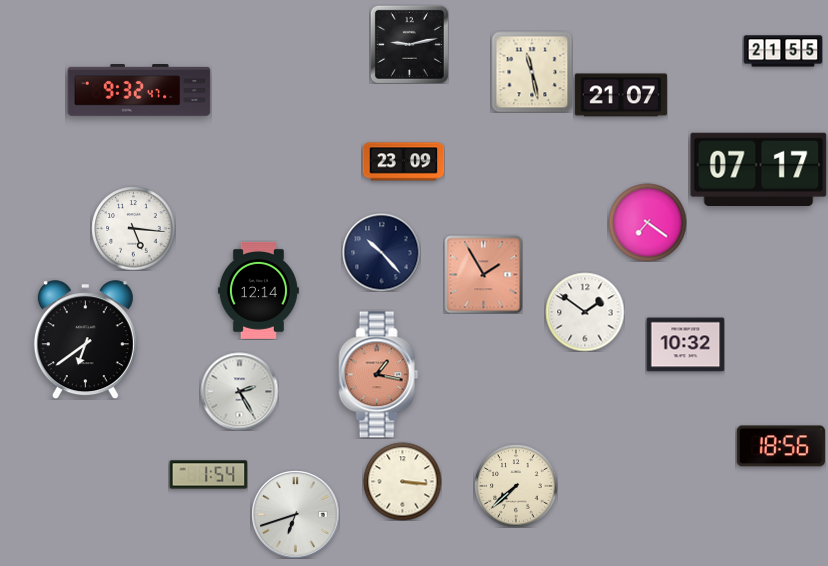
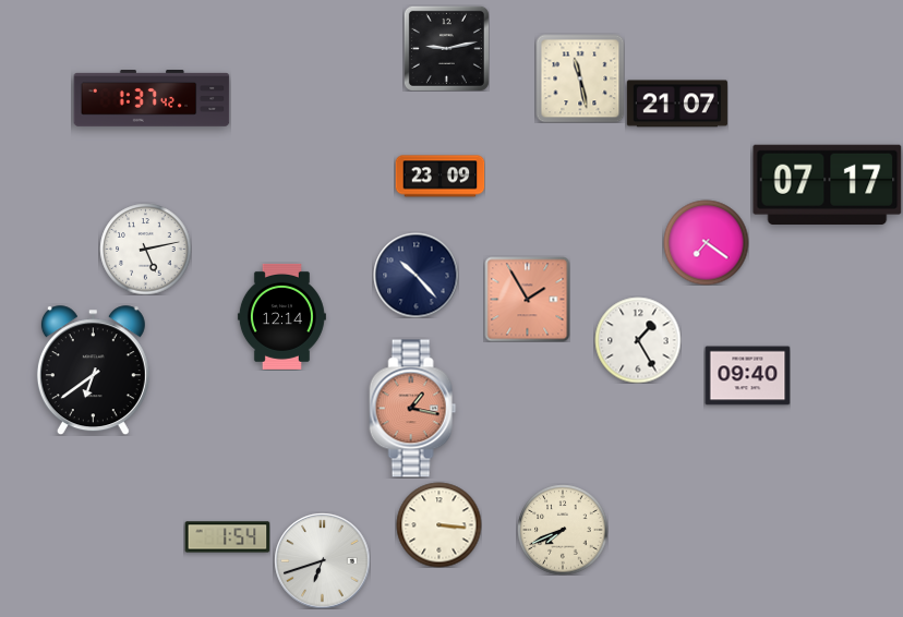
clock at (783, 51): 21:55 -> none
clock at (139, 91): 9:32 -> 1:37
clock at (133, 228): 5:16 -> 5:13
clock at (585, 312): 1:51 -> 1:25
clock at (685, 345): 10:32 -> 09:40
clock at (239, 391): 2:25 -> none
clock at (780, 446): 18:56 -> none
clock at (208, 475) position: (208, 475) -> (227, 537)
clock at (516, 486): 7:38 -> 7:41
